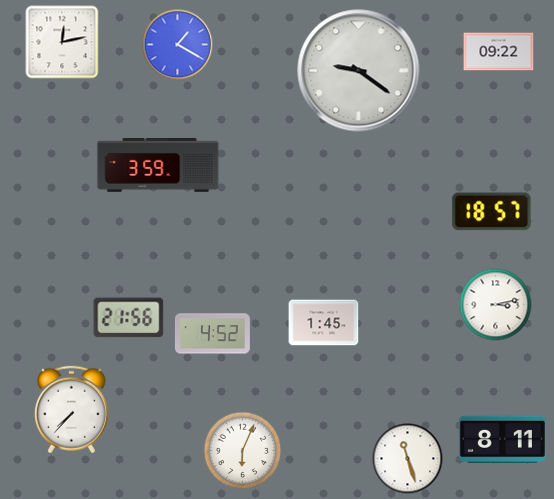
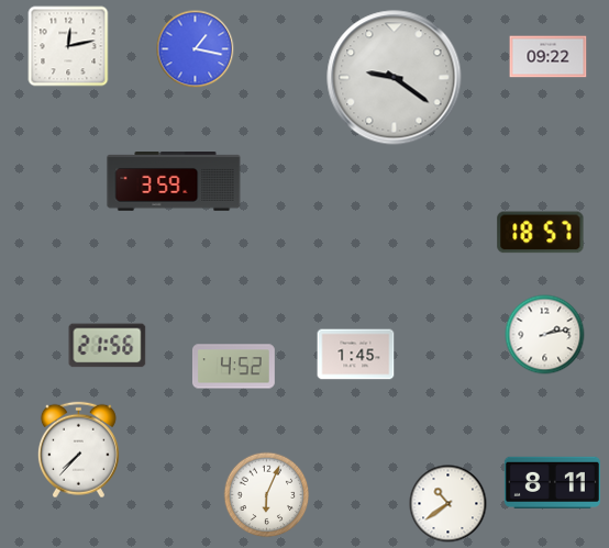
clock at (178, 45): 1:20 -> 1:17
clock at (496, 305): 3:13 -> 2:13
clock at (129, 318) position: (129, 318) -> (108, 346)
clock at (408, 459): 11:27 -> 10:39
